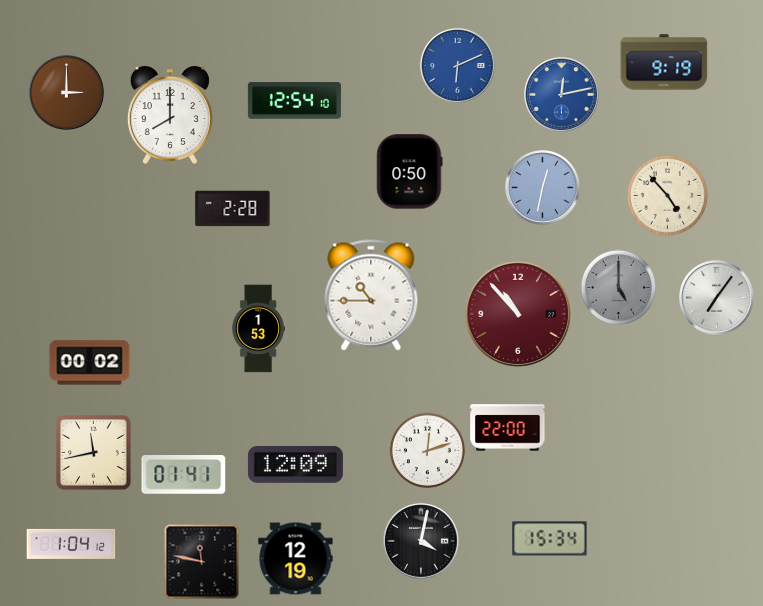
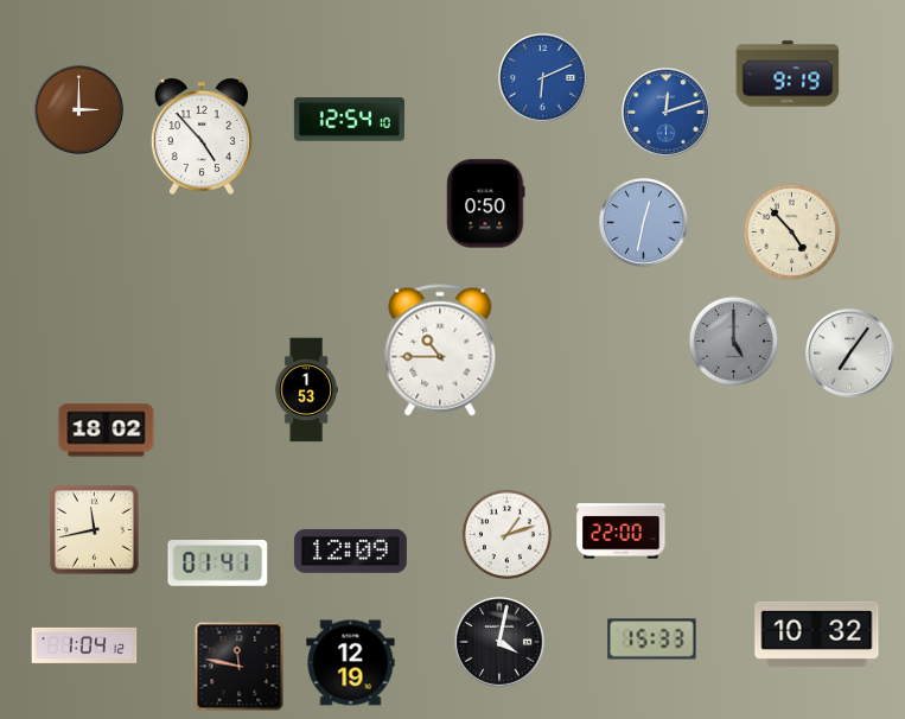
clock at (562, 95): 12:13 -> 12:12
clock at (170, 115): 8:00 -> 4:53
clock at (233, 209): 2:28 -> none
clock at (518, 314): 10:53 -> none
clock at (90, 363): 00:02 -> 18:02
clock at (508, 428) position: (508, 428) -> (622, 532)
clock at (427, 450): 12:12 -> 1:12
clock at (94, 453) position: (94, 453) -> (95, 530)
clock at (817, 634): none -> 10:32
clock at (550, 539): 15:34 -> 15:33
